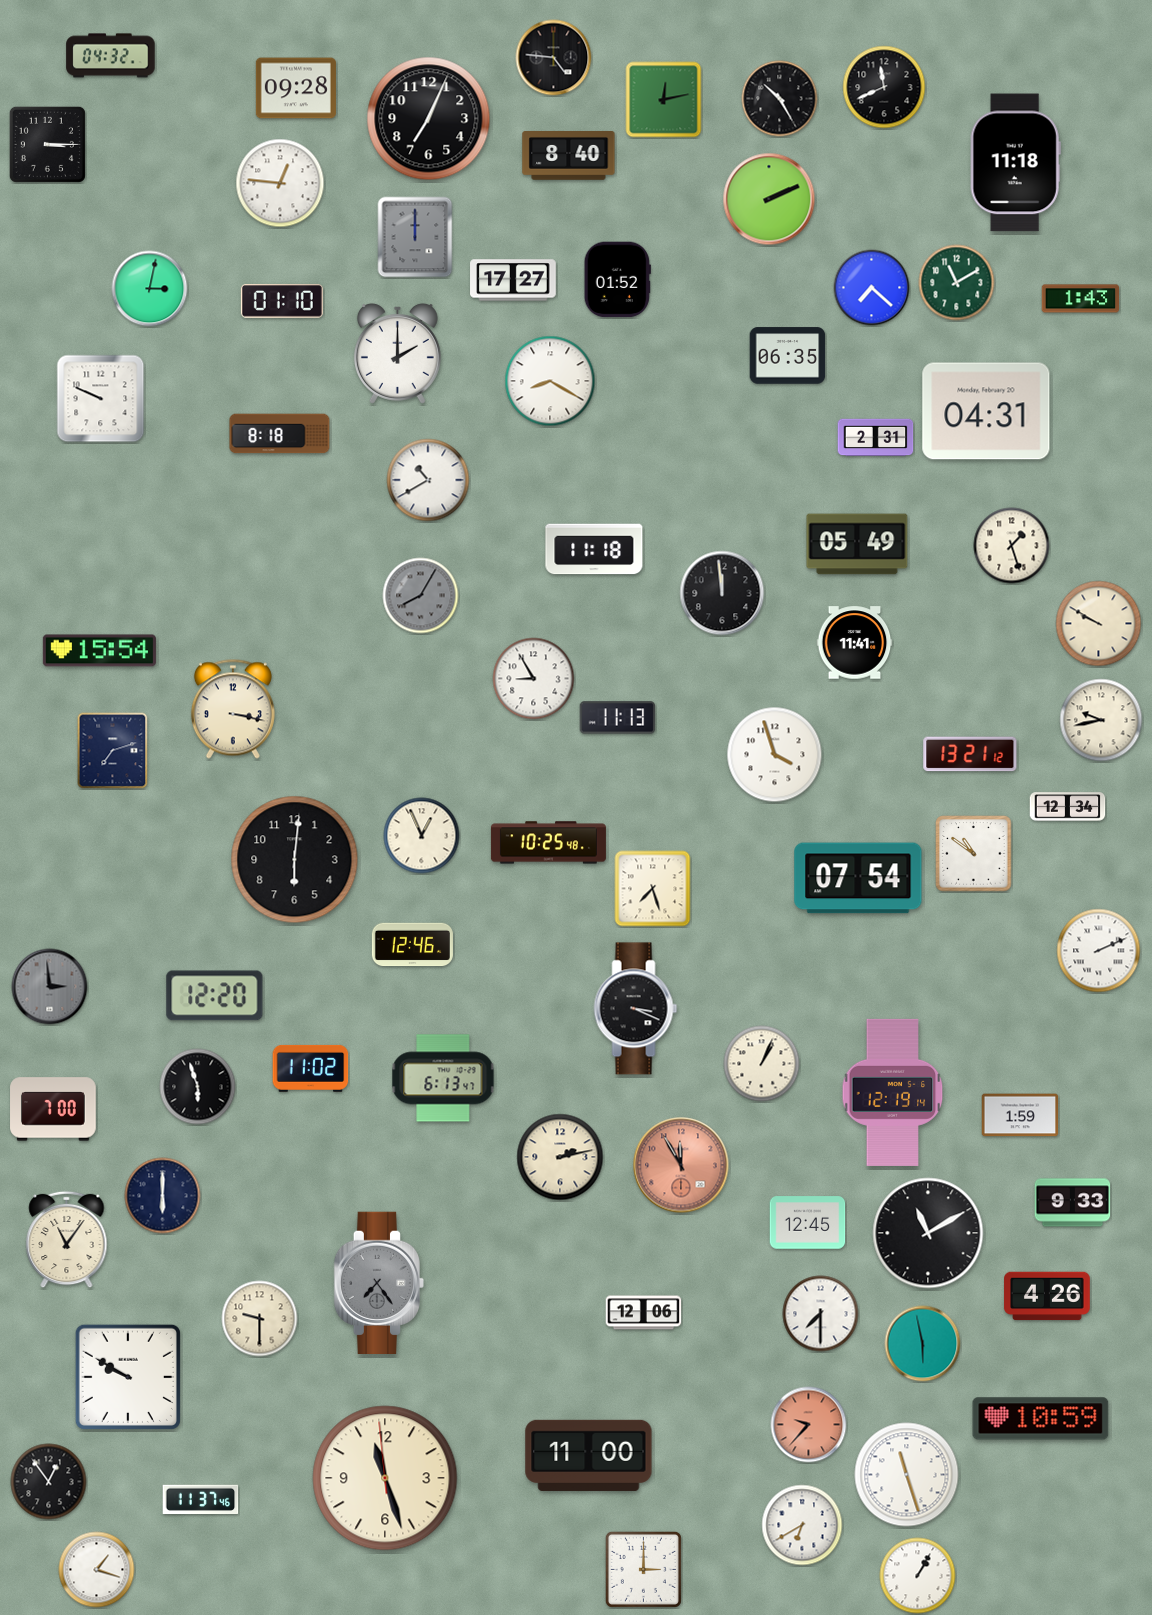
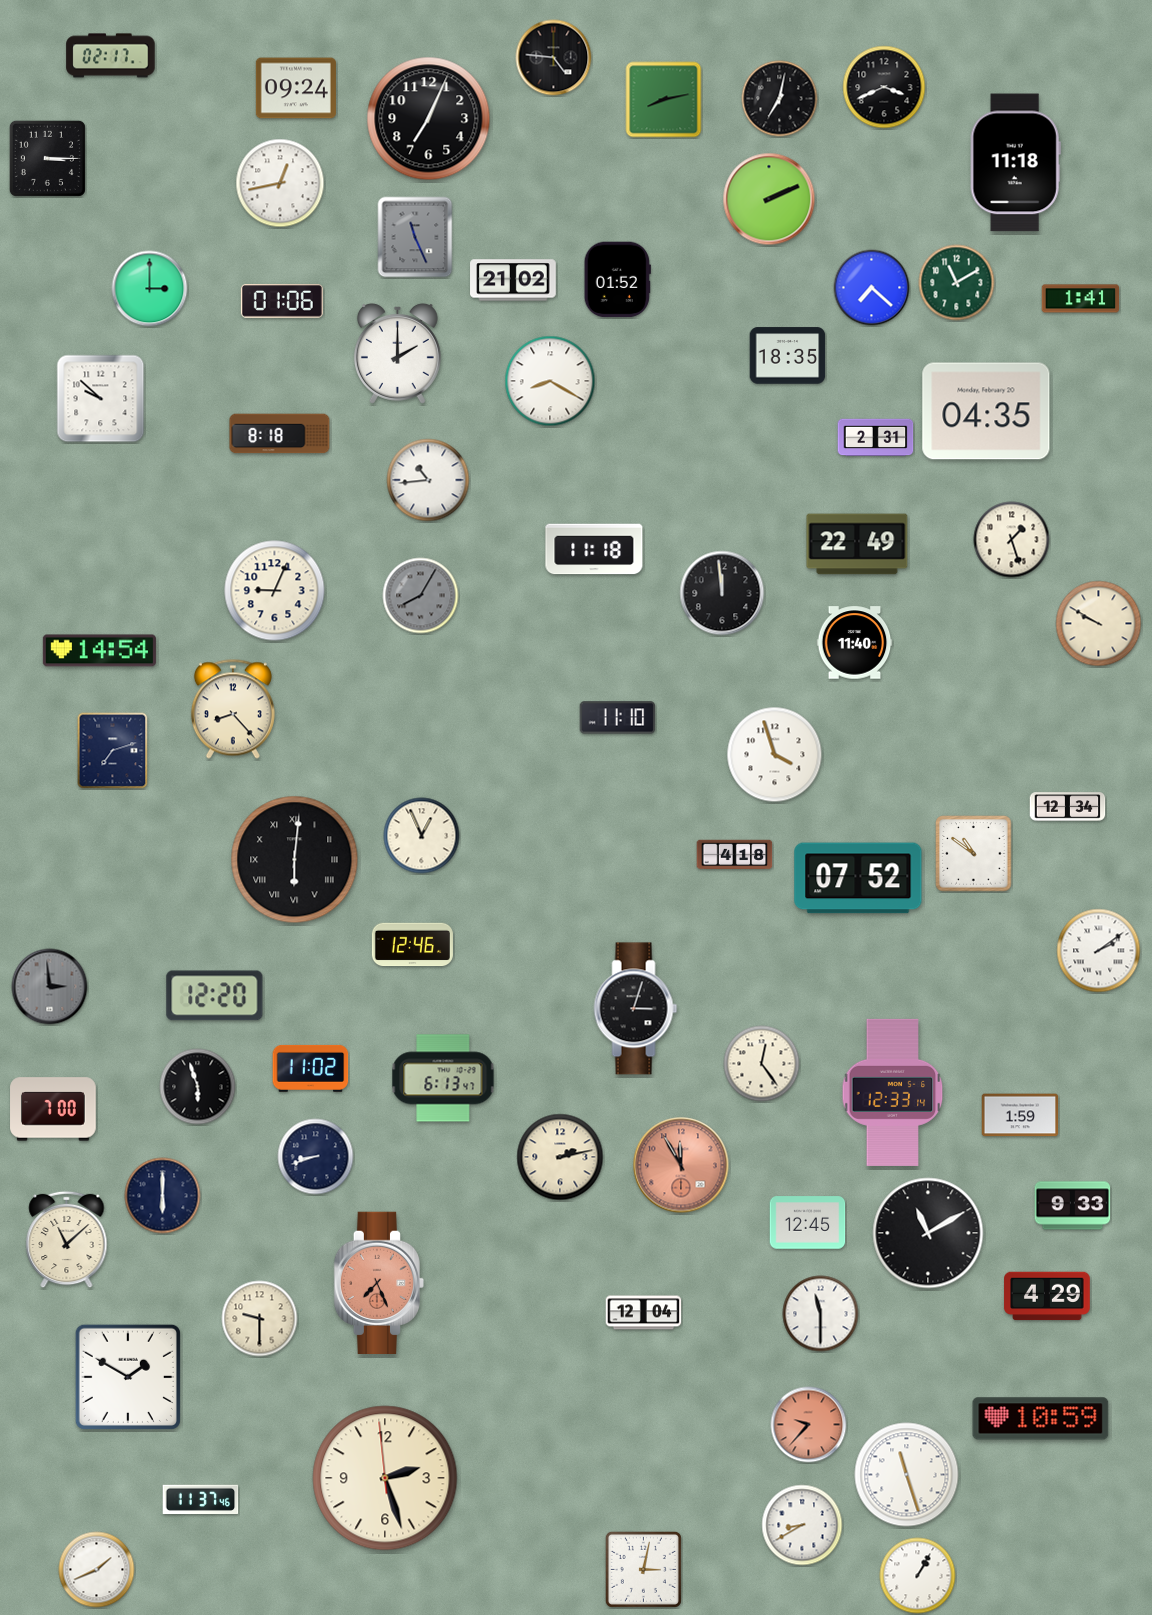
clock at (111, 56): 04:32 -> 02:17
clock at (884, 87): 11:41 -> 3:41
clock at (296, 88): 09:28 -> 09:24
clock at (780, 99): 10:25 -> 7:02
clock at (664, 100): 12:13 -> 8:13
clock at (47, 144) position: (47, 144) -> (47, 158)
clock at (569, 156): 8:40 -> none
clock at (280, 183): 12:46 -> 12:43
clock at (415, 237): 12:00 -> 11:26
clock at (513, 280): 17:27 -> 21:02
clock at (150, 289): 3:02 -> 3:00
clock at (1081, 299): 1:43 -> 1:41
clock at (282, 301): 01:10 -> 01:06
clock at (788, 356): 06:35 -> 18:35
clock at (101, 399): 9:49 -> 9:52
clock at (986, 411): 04:31 -> 04:35
clock at (428, 480): 10:40 -> 10:44
clock at (857, 544): 05:49 -> 22:49
clock at (1012, 546) position: (1012, 546) -> (1012, 540)
clock at (275, 591): none -> 9:04
clock at (855, 643): 11:41 -> 11:40
clock at (99, 651): 15:54 -> 14:54
clock at (534, 679): 8:55 -> none
clock at (233, 709): 3:17 -> 8:23
clock at (618, 718): 11:13 -> 11:10
clock at (1101, 720): 9:43 -> none
clock at (970, 754): 13:21 -> none
clock at (548, 843): 10:25 -> none
clock at (735, 855): none -> 4:18
clock at (295, 860) numerals: Arabic -> Roman
clock at (858, 878): 07:54 -> 07:52
clock at (653, 889): 7:27 -> none
clock at (1099, 951): 2:11 -> 2:09
clock at (636, 1009): 3:19 -> 3:03
clock at (762, 1064): 1:04 -> 12:24
clock at (893, 1092): 12:19 -> 12:33
clock at (316, 1157): none -> 8:42
clock at (1073, 1203) position: (1073, 1203) -> (1073, 1206)
clock at (67, 1240): 11:06 -> 11:08
clock at (379, 1282): 7:24 -> 7:26
clock at (379, 1282) dial: grey -> salmon
clock at (1047, 1296): 4:26 -> 4:29
clock at (644, 1313): 12:06 -> 12:04
clock at (821, 1314): 7:30 -> 11:30
clock at (923, 1344): 5:58 -> none
clock at (128, 1377): 9:50 -> 1:50
clock at (589, 1455): 11:00 -> none
clock at (385, 1478): 11:26 -> 2:26
clock at (49, 1482): 12:54 -> none
clock at (802, 1525): 6:40 -> 8:40
clock at (643, 1569): 3:00 -> 3:02
clock at (97, 1570): 1:18 -> 1:41
